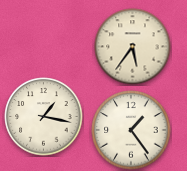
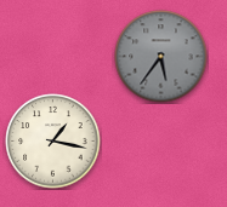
clock at (133, 47) dial: cream -> grey
clock at (131, 130): 1:24 -> none
